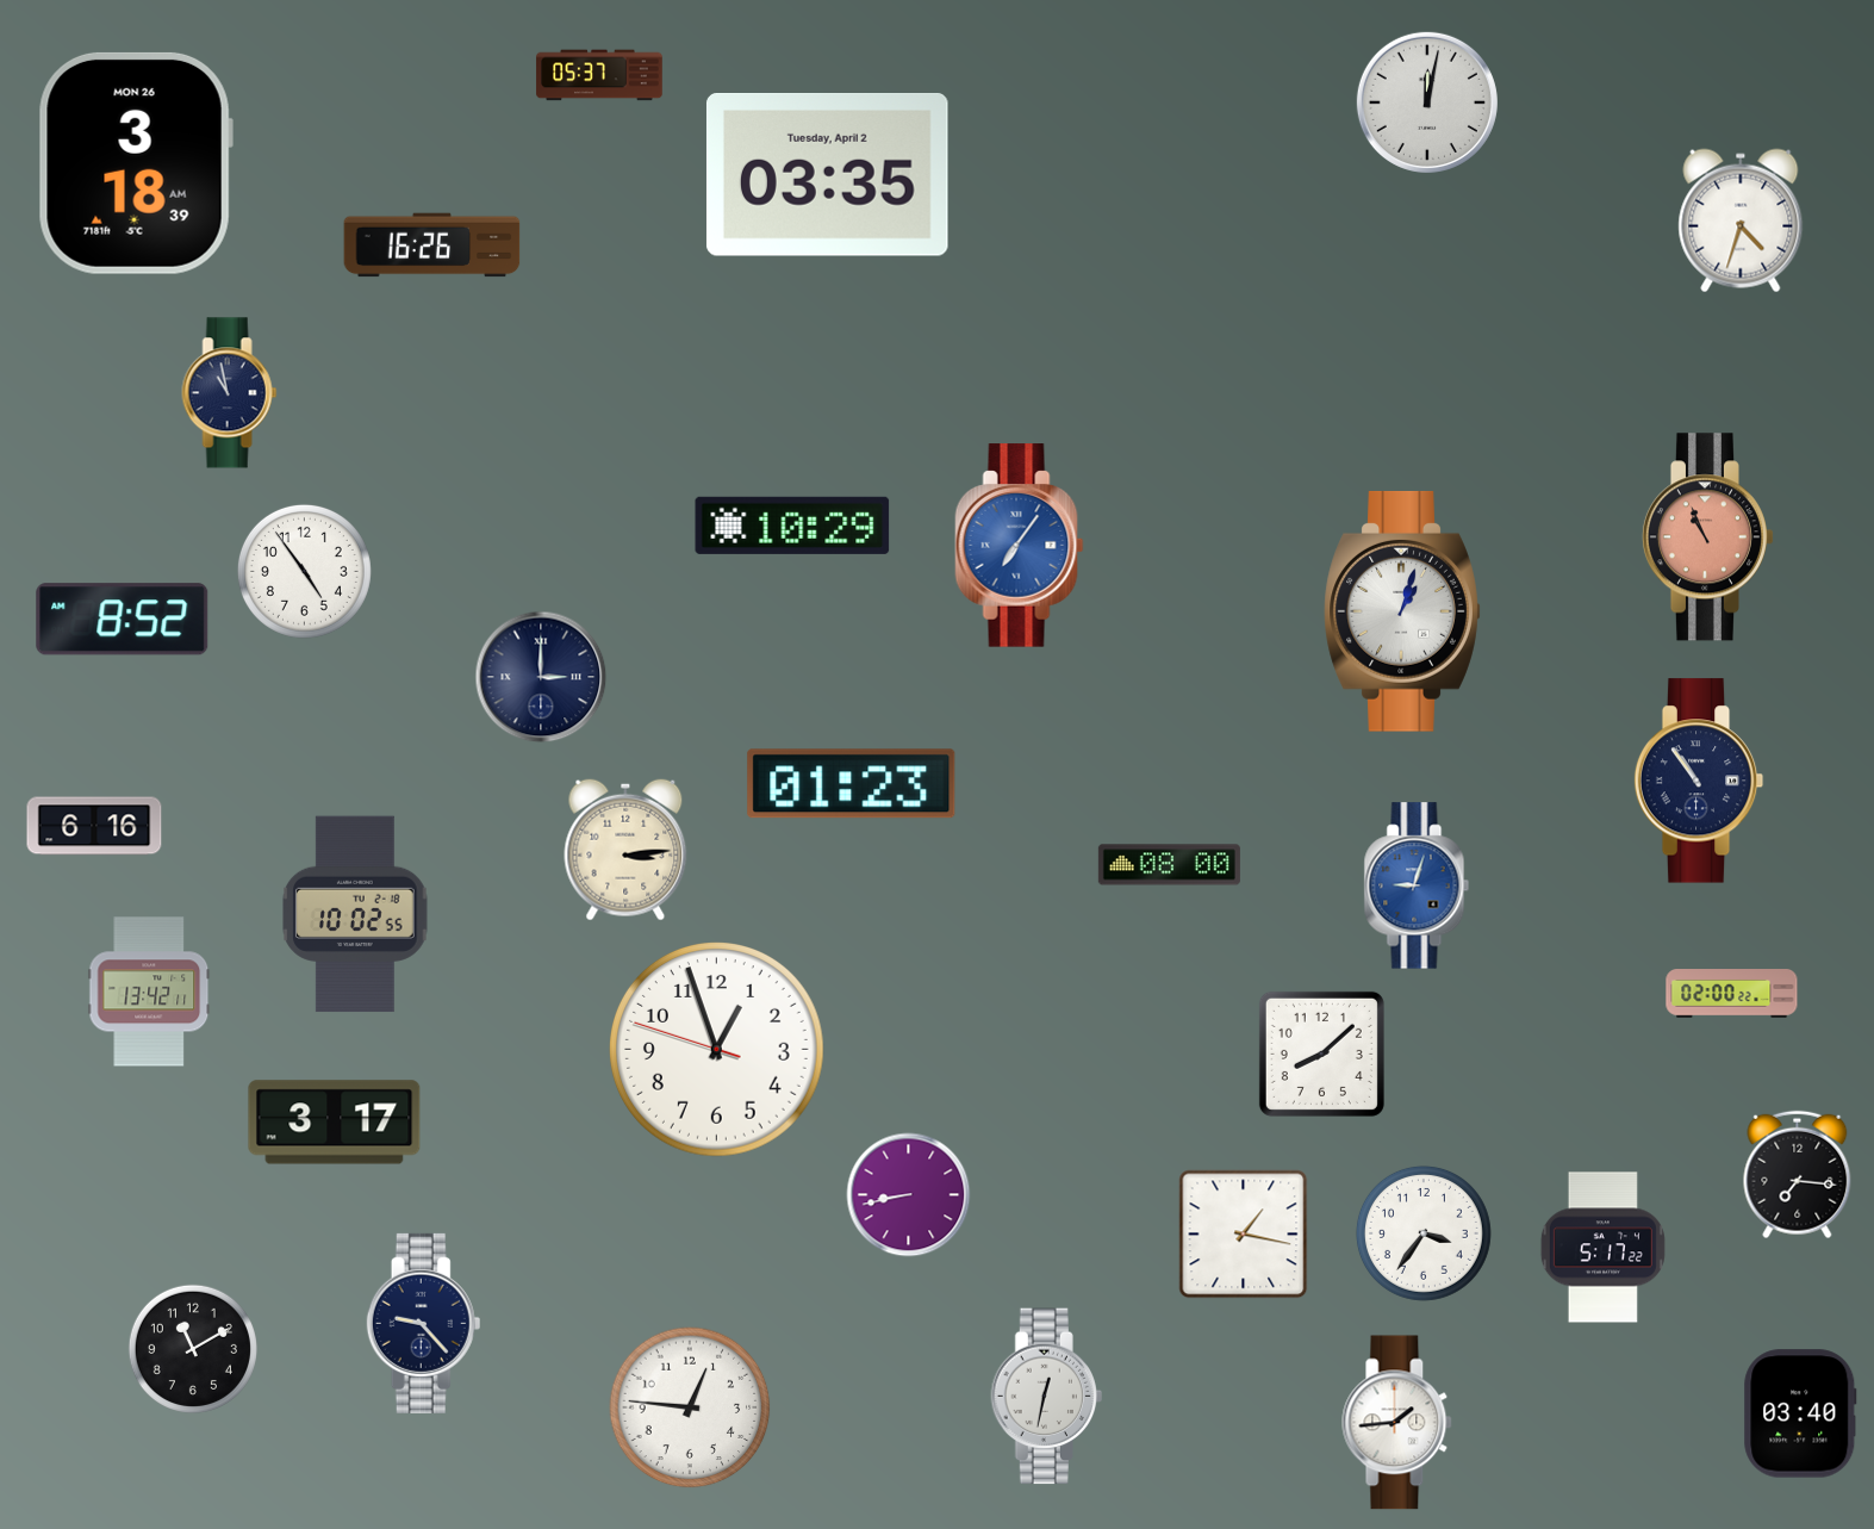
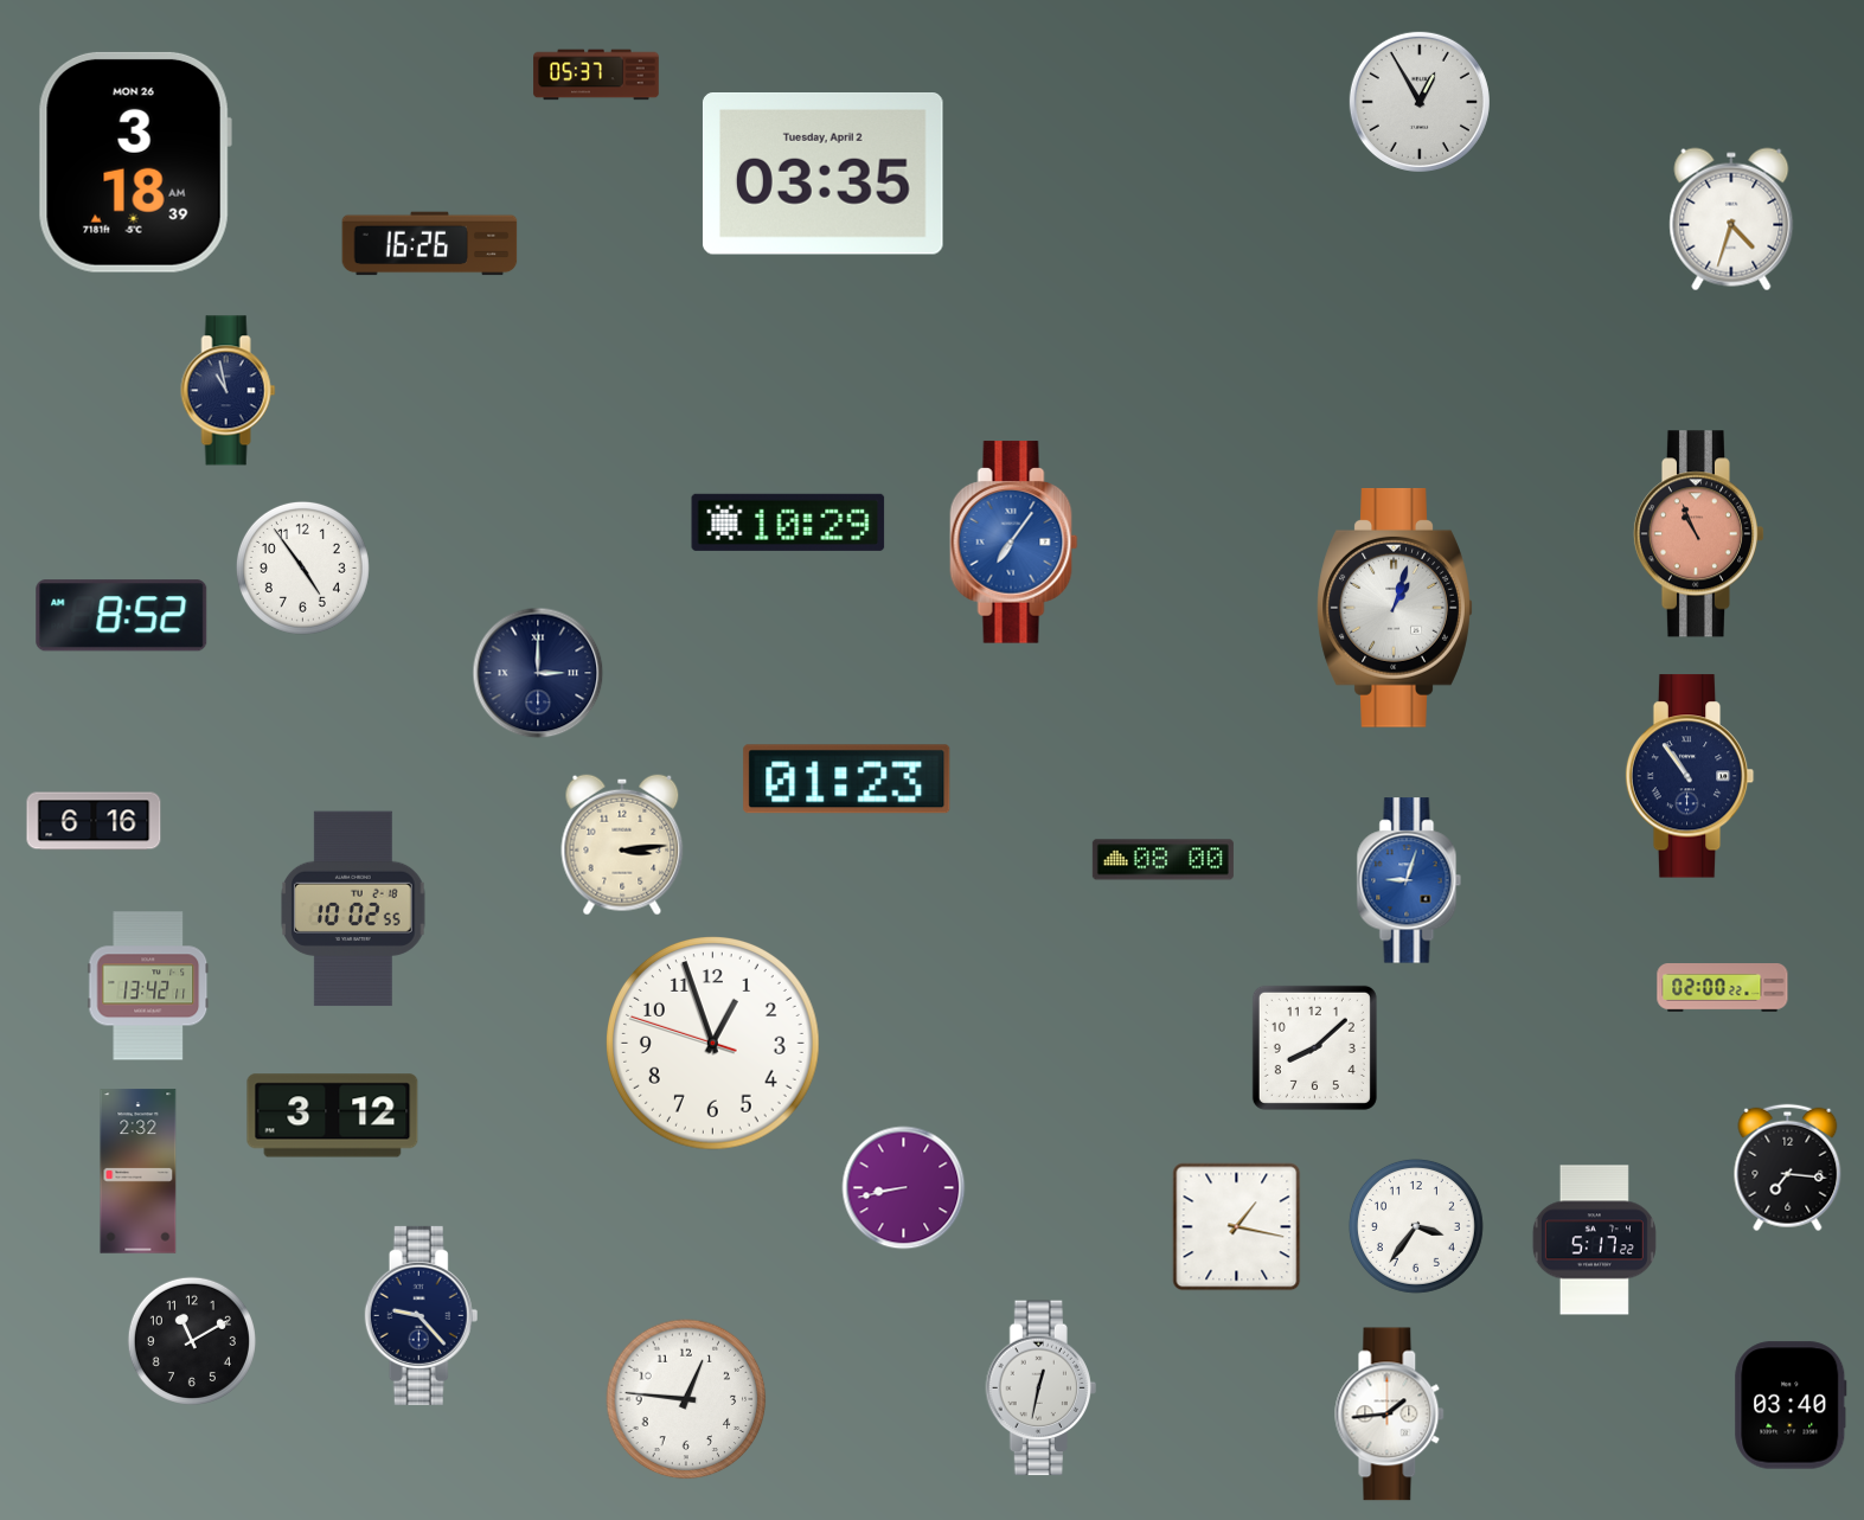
clock at (1427, 102): 12:02 -> 12:55
clock at (335, 1123): 3:17 -> 3:12
clock at (139, 1172): none -> 2:32
